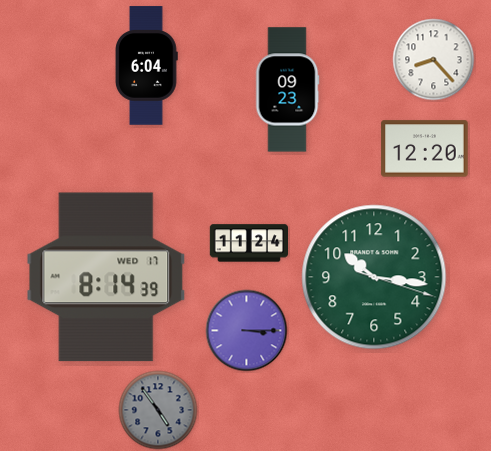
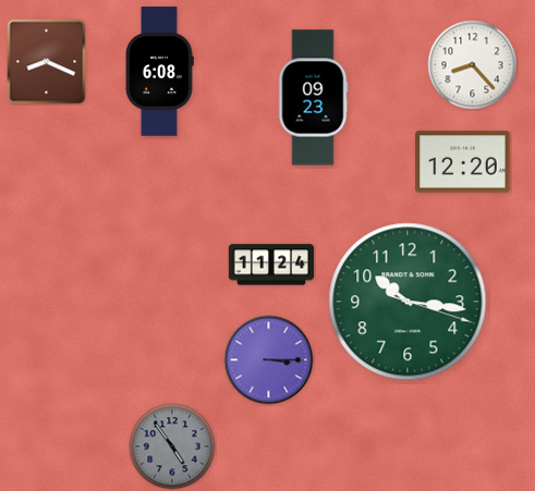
clock at (47, 62): none -> 8:19
clock at (147, 66): 6:04 -> 6:08
clock at (106, 277): 8:14 -> none
